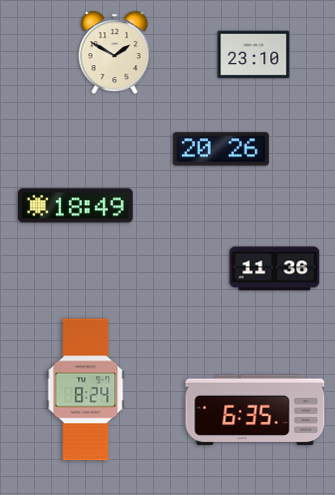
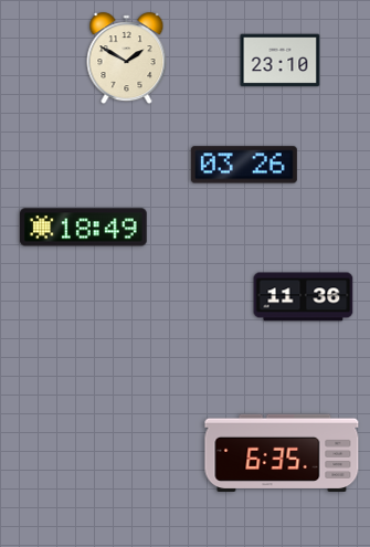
clock at (221, 149): 20:26 -> 03:26
clock at (86, 390): 8:24 -> none
